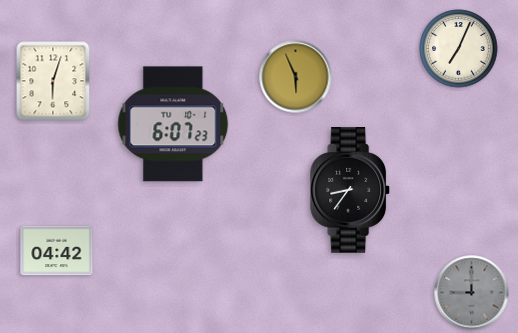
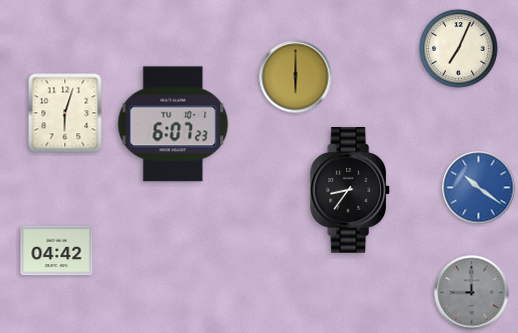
clock at (296, 77): 5:56 -> 6:00
clock at (53, 81) position: (53, 81) -> (65, 113)
clock at (479, 188): none -> 10:21
